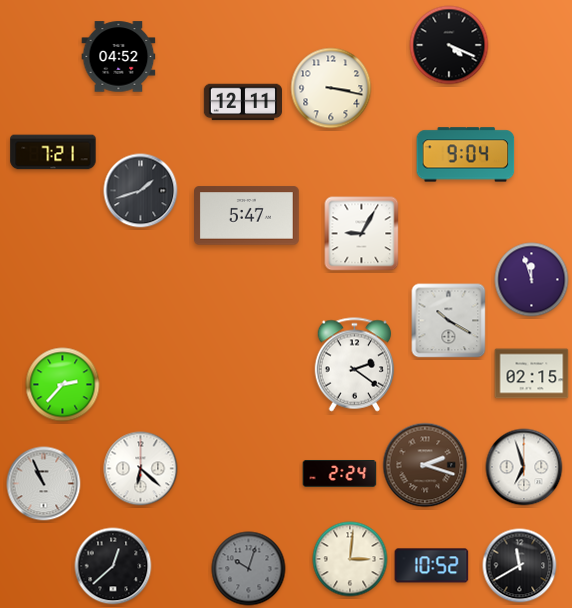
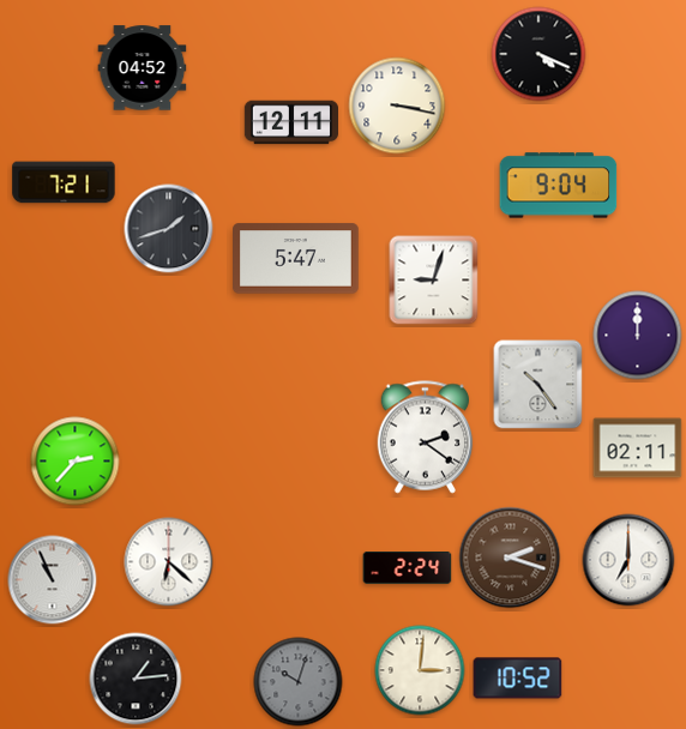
clock at (362, 234): 9:05 -> 9:03
clock at (532, 280): 11:57 -> 12:00
clock at (449, 321): 10:20 -> 10:24
clock at (532, 374): 02:15 -> 02:11
clock at (524, 467): 6:57 -> 7:00
clock at (113, 566): 12:38 -> 1:14
clock at (520, 566): 11:40 -> none
